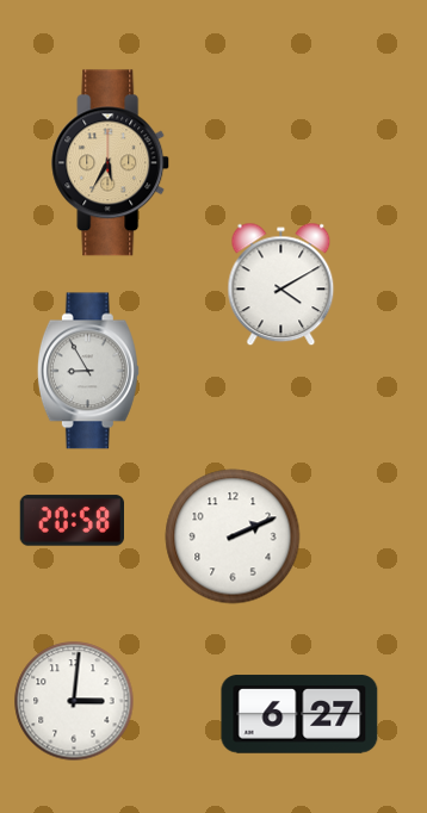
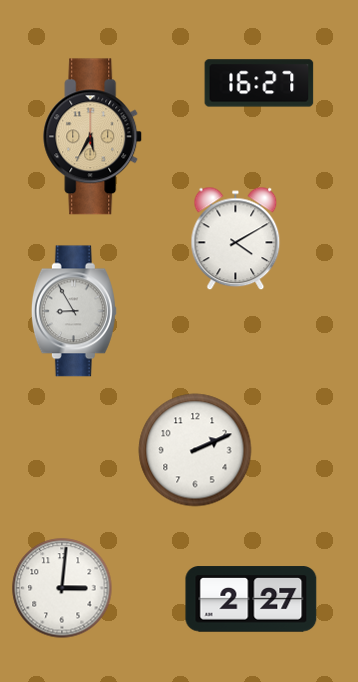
clock at (259, 83): none -> 16:27
clock at (72, 521): 20:58 -> none
clock at (299, 714): 6:27 -> 2:27
